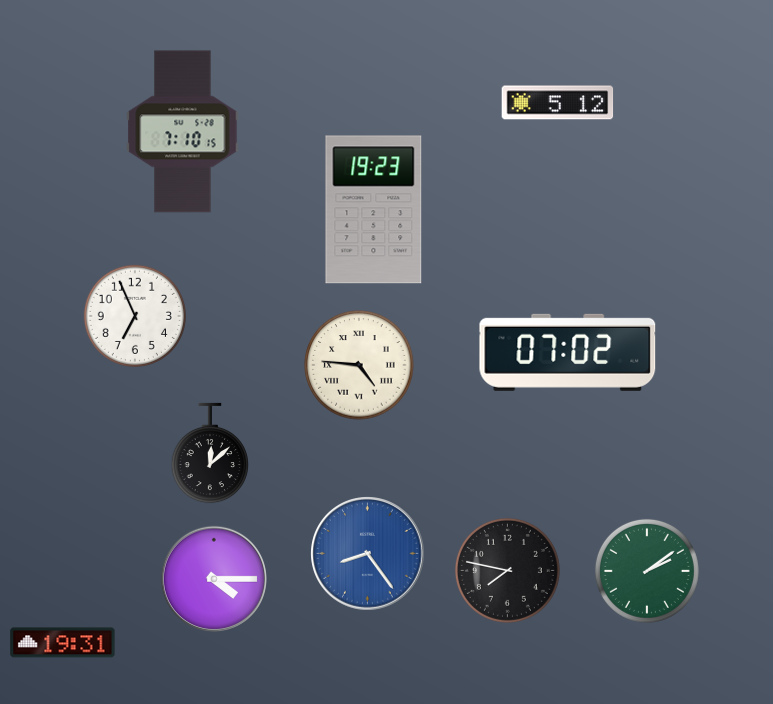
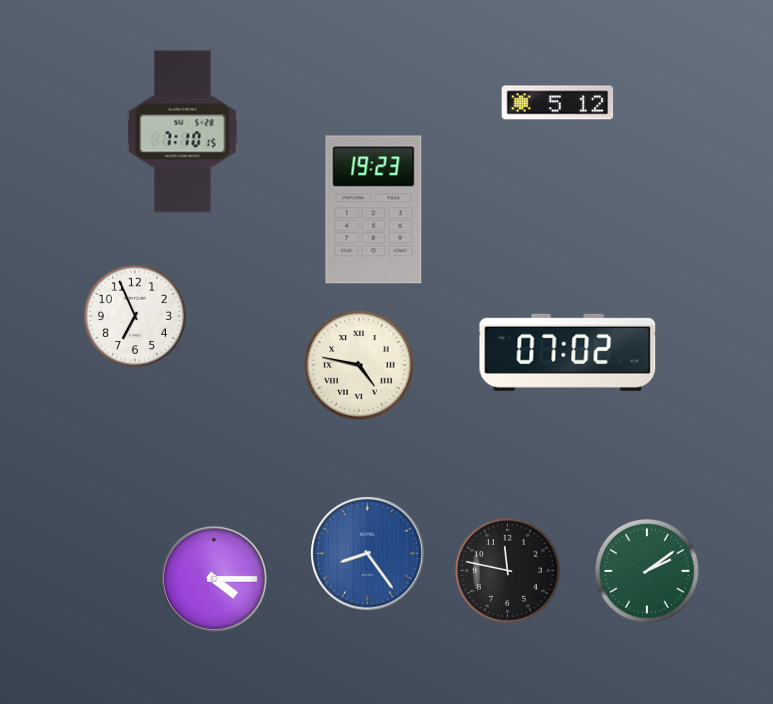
clock at (359, 365): 4:46 -> 4:47
clock at (209, 453): 12:08 -> none
clock at (507, 570): 7:47 -> 11:47
clock at (63, 643): 19:31 -> none
